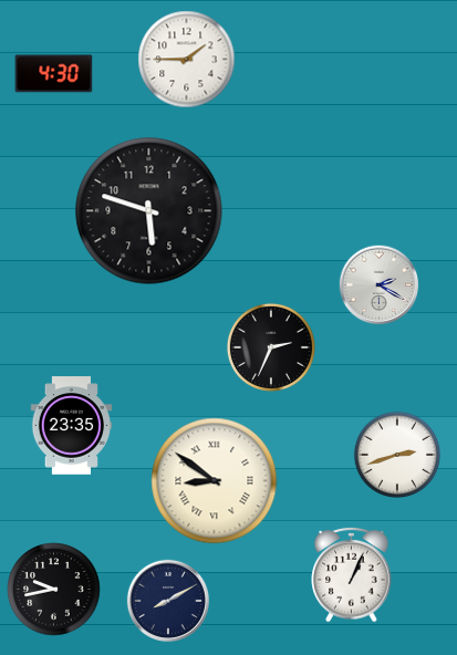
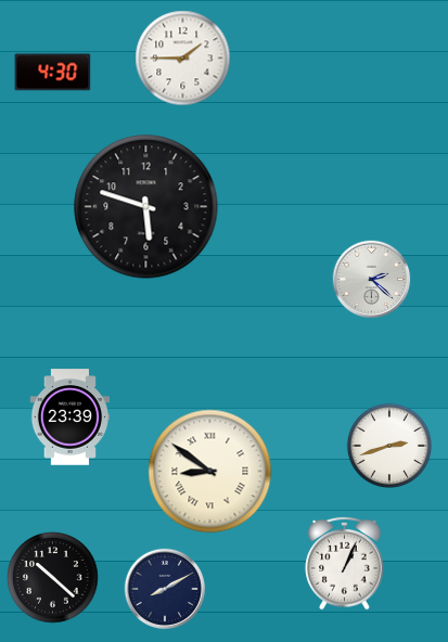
clock at (380, 285): 2:20 -> 2:22
clock at (271, 347): 2:34 -> none
clock at (71, 426): 23:35 -> 23:39
clock at (54, 590): 9:43 -> 10:22
